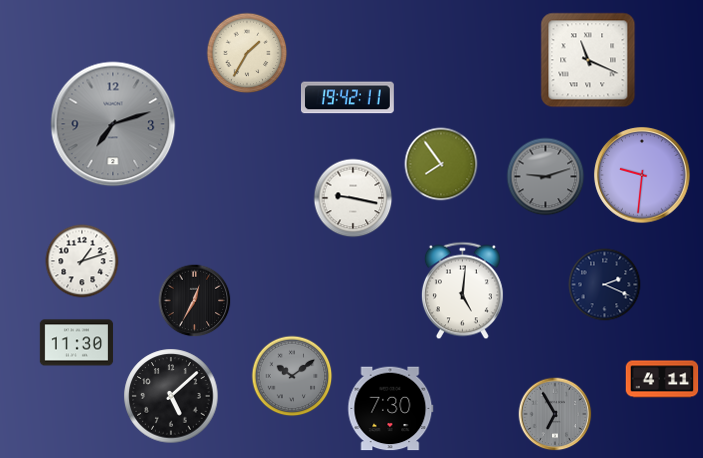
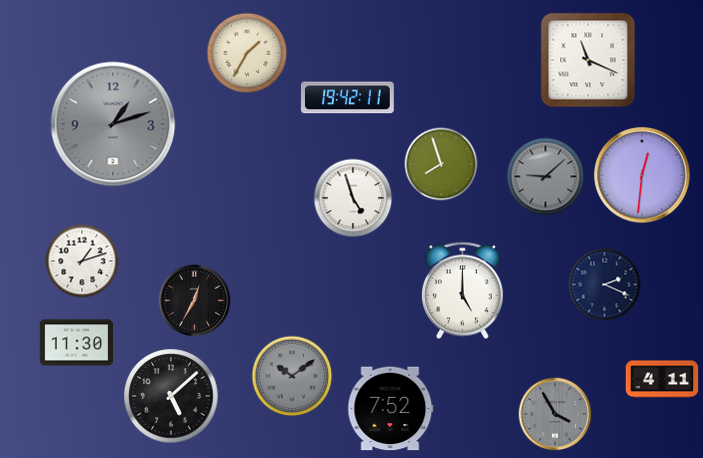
clock at (113, 124): 7:12 -> 1:12
clock at (441, 164): 7:54 -> 7:57
clock at (642, 175): 9:31 -> 12:31
clock at (546, 177): 9:12 -> 9:08
clock at (353, 198): 9:17 -> 4:57
clock at (462, 291): 5:01 -> 5:00
clock at (391, 409): 7:30 -> 7:52
clock at (555, 414): 6:55 -> 3:55
